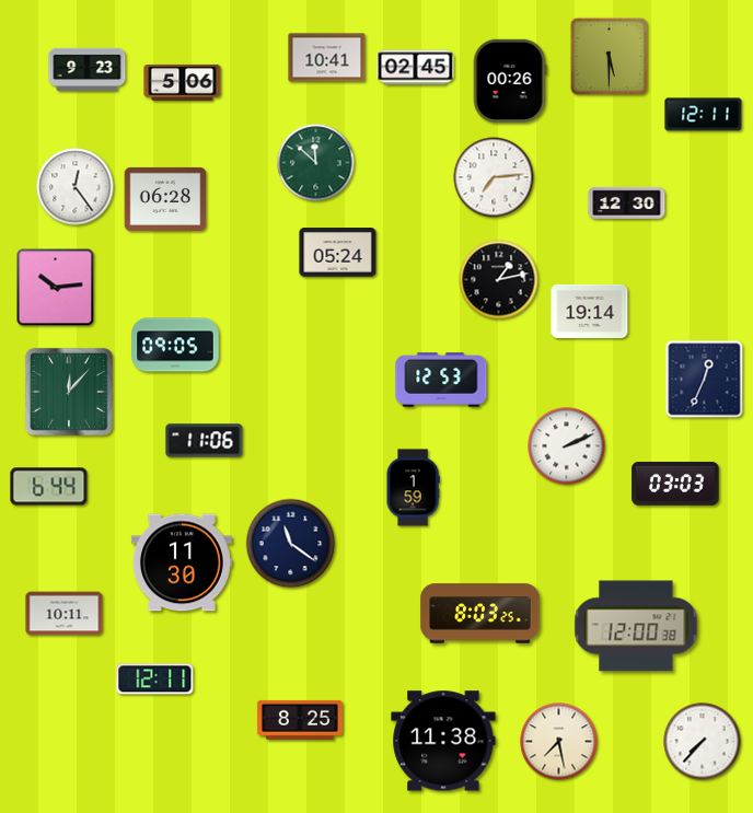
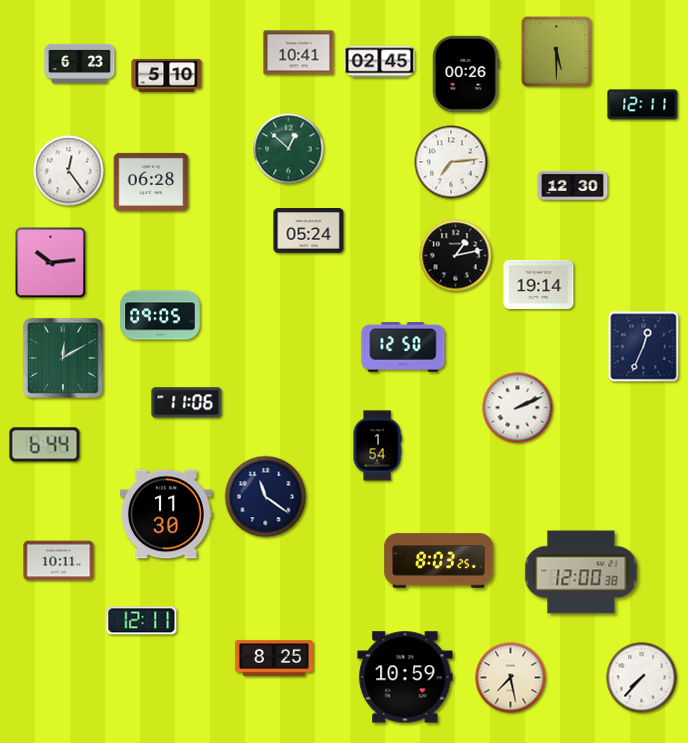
clock at (88, 69): 9:23 -> 6:23
clock at (183, 82): 5:06 -> 5:10
clock at (316, 163): 11:52 -> 12:52
clock at (441, 380): 12:53 -> 12:50
clock at (69, 392): 12:07 -> 12:10
clock at (675, 484): 03:03 -> none
clock at (413, 488): 1:59 -> 1:54
clock at (443, 741): 11:38 -> 10:59
